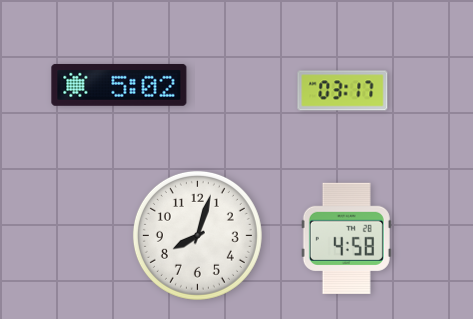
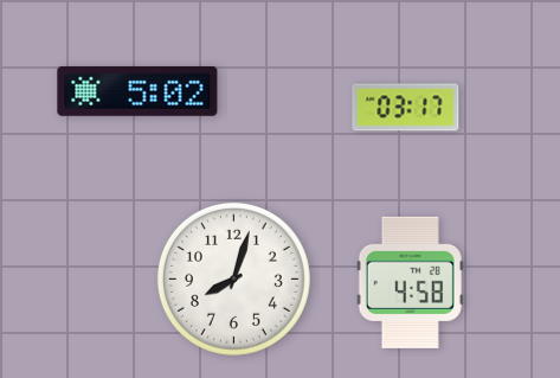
clock at (119, 85) position: (119, 85) -> (137, 91)
